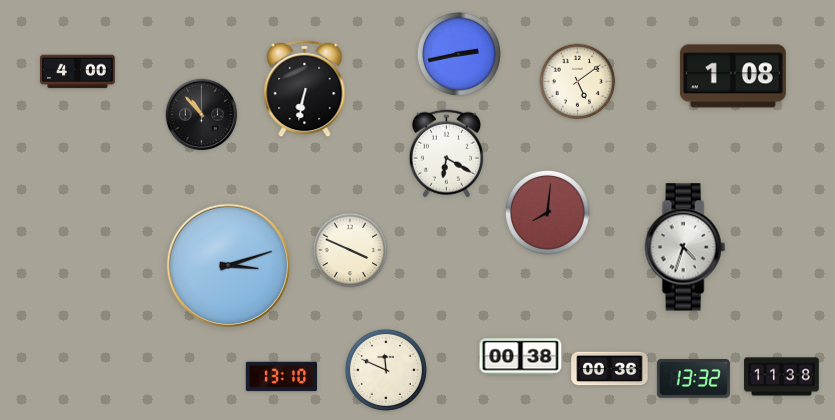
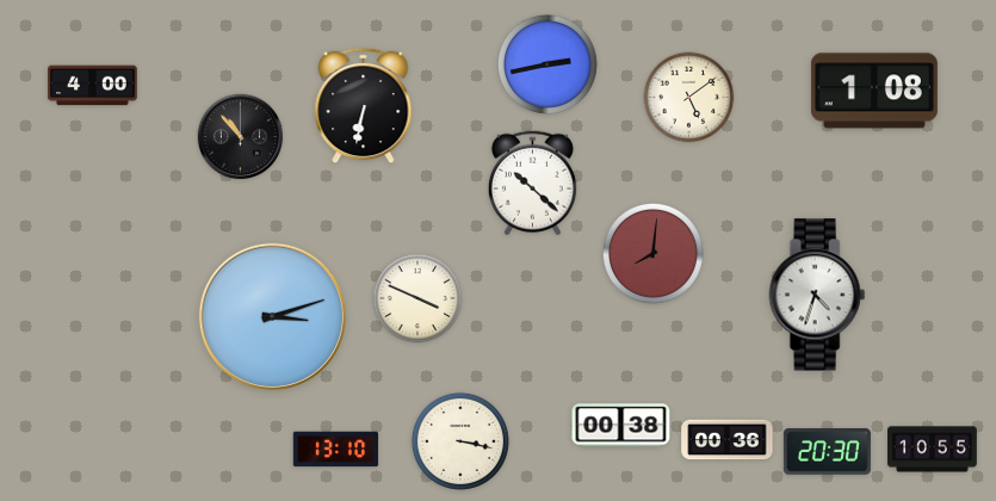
clock at (446, 154): 6:20 -> 10:22
clock at (386, 370): 11:49 -> 3:17
clock at (782, 377): 11:38 -> 10:55
clock at (693, 379): 13:32 -> 20:30
